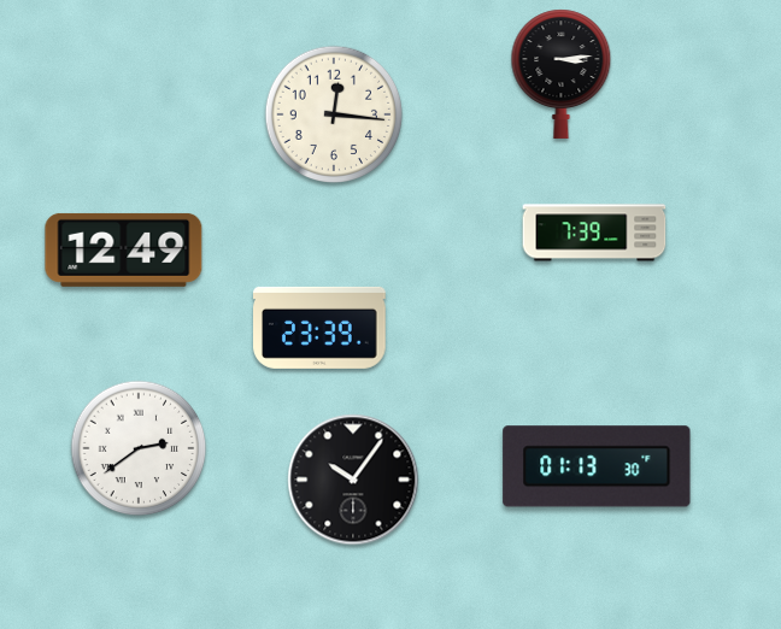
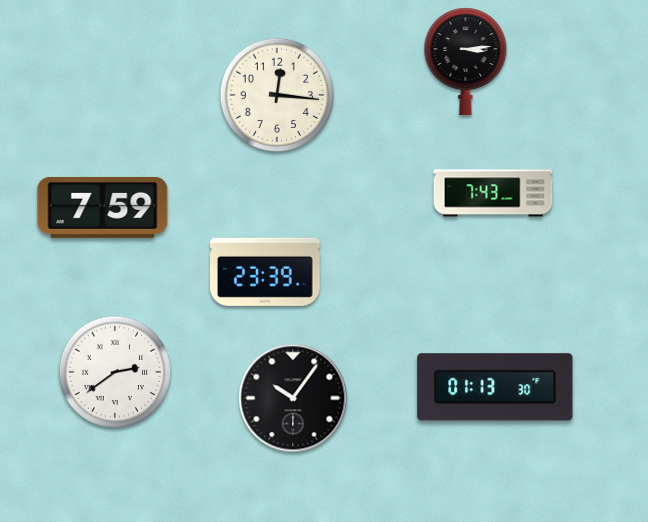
clock at (594, 233): 7:39 -> 7:43
clock at (124, 249): 12:49 -> 7:59
